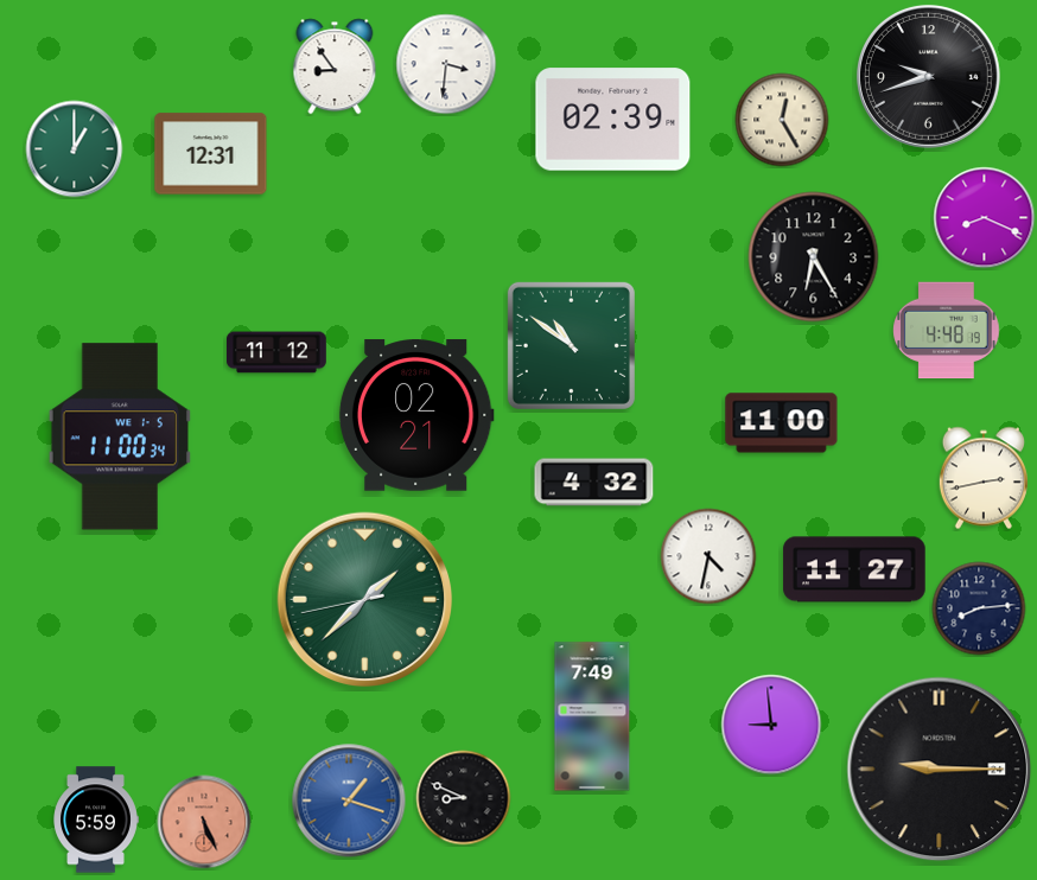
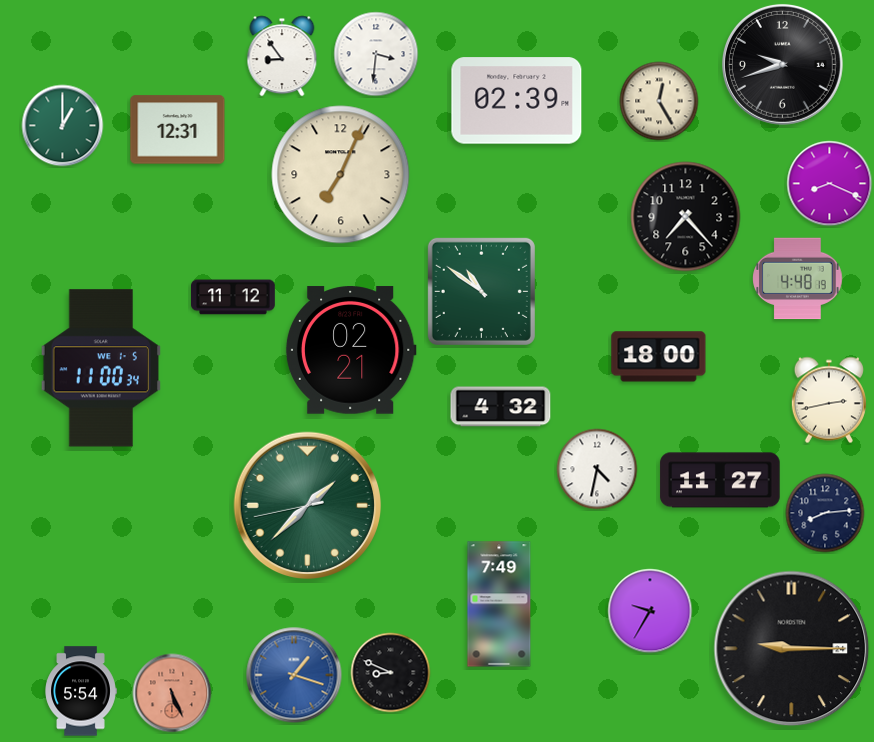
clock at (341, 175): none -> 7:04
clock at (814, 257): 6:25 -> 7:23
clock at (782, 423): 11:00 -> 18:00
clock at (984, 478) position: (984, 478) -> (829, 400)
clock at (771, 725): 8:59 -> 9:35
clock at (96, 820): 5:59 -> 5:54
